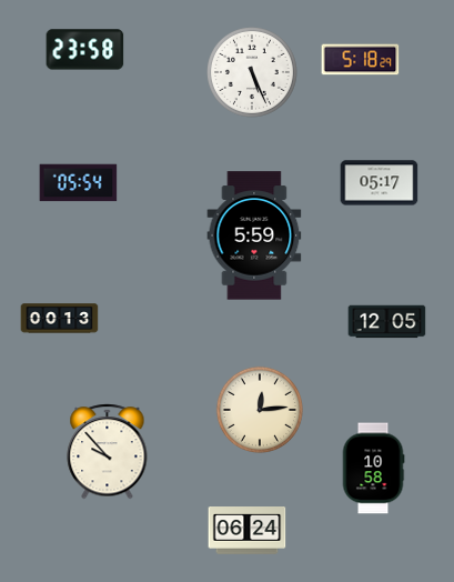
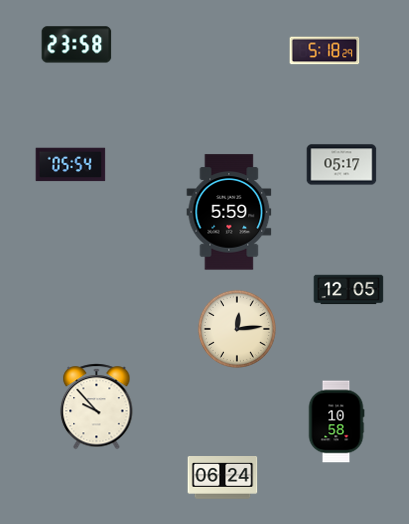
clock at (361, 60) position: (361, 60) -> (325, 51)
clock at (253, 73): 5:26 -> none
clock at (60, 319): 00:13 -> none
clock at (260, 410) position: (260, 410) -> (237, 329)
